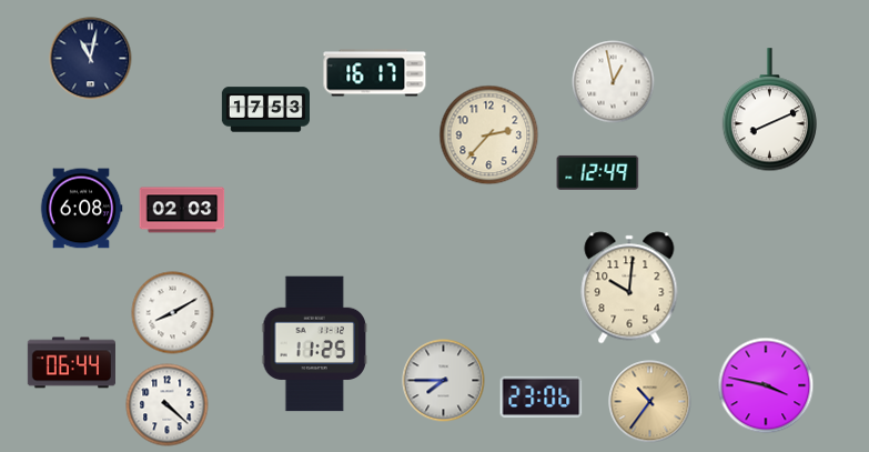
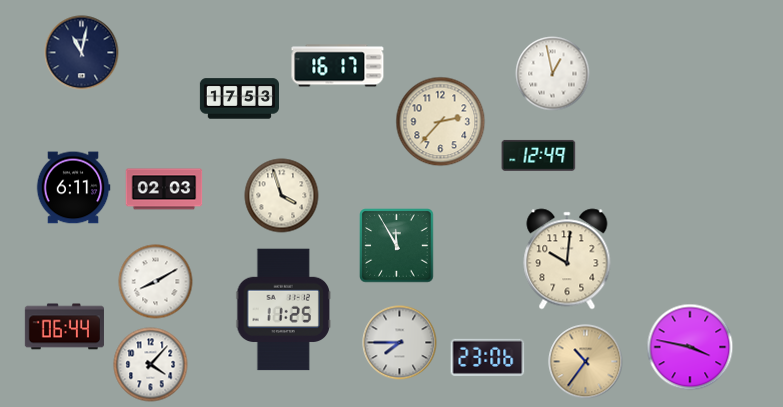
clock at (769, 110): 8:11 -> none
clock at (81, 209): 6:08 -> 6:11
clock at (282, 196): none -> 3:57
clock at (397, 246): none -> 11:55
clock at (168, 405): 4:22 -> 4:07
